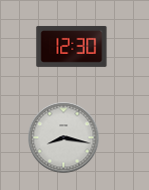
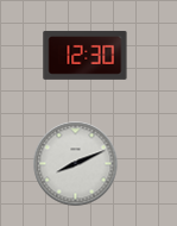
clock at (64, 138): 8:17 -> 8:11
